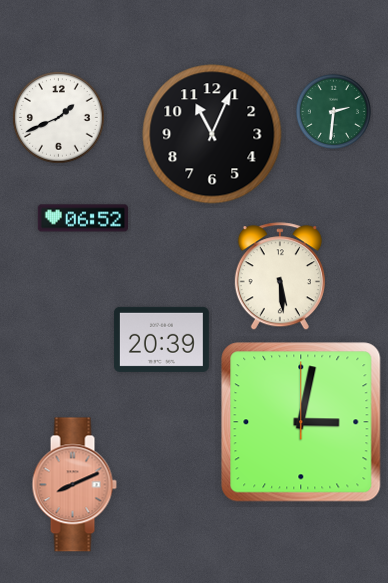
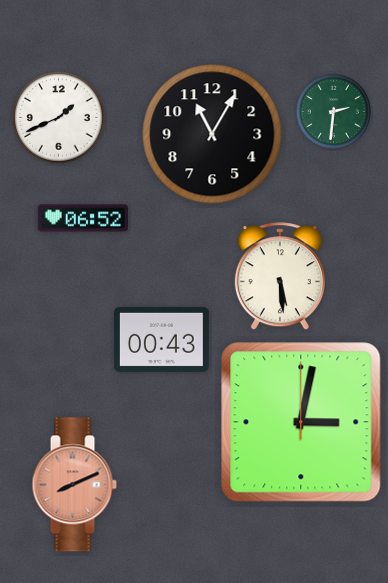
clock at (212, 134): 11:04 -> 11:05
clock at (161, 339): 20:39 -> 00:43
